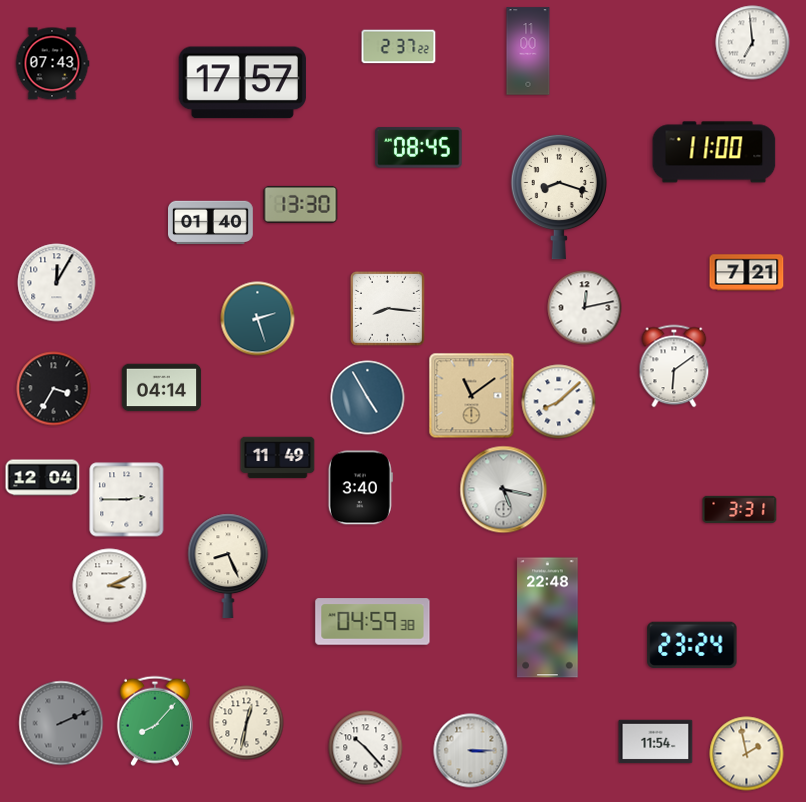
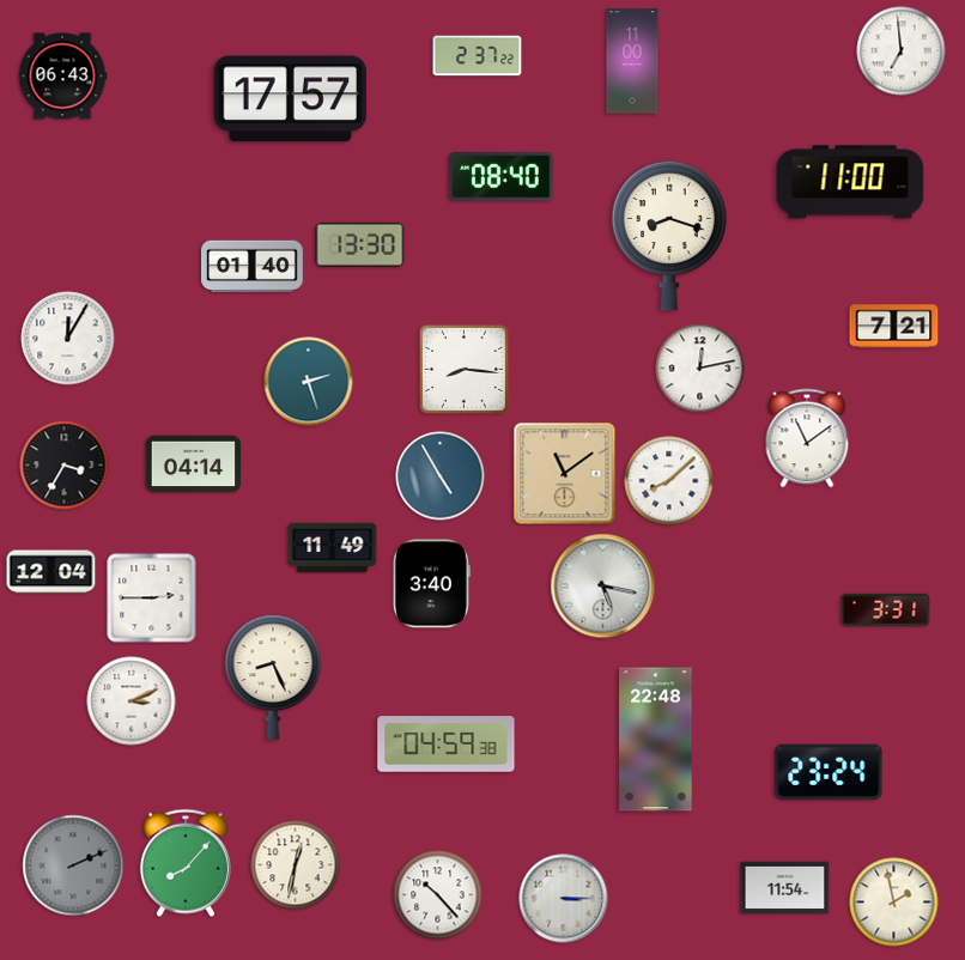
clock at (52, 64): 07:43 -> 06:43
clock at (419, 148): 08:45 -> 08:40
clock at (714, 152) position: (714, 152) -> (850, 182)
clock at (674, 366): 6:09 -> 11:09
